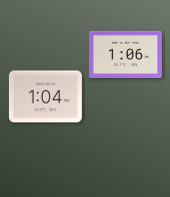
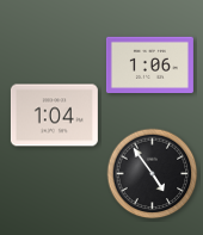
clock at (153, 174): none -> 4:54
